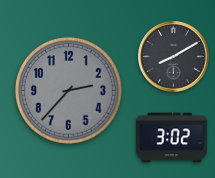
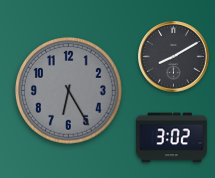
clock at (69, 91): 2:37 -> 6:25
